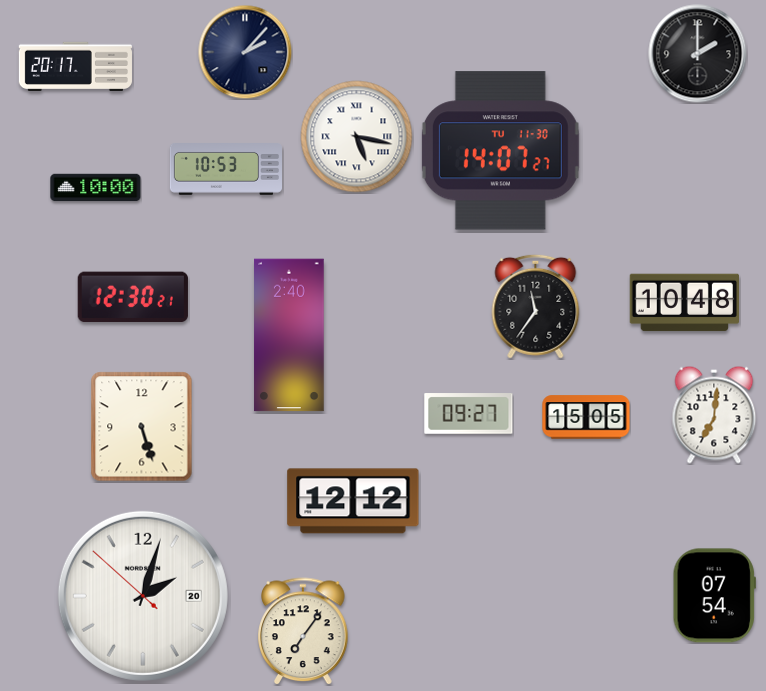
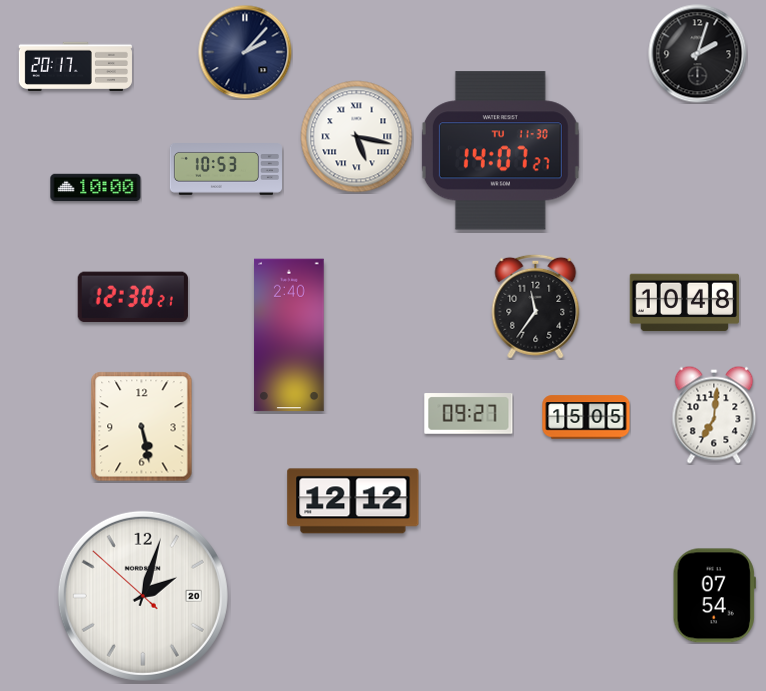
clock at (698, 54): 2:00 -> 2:03
clock at (142, 427): 5:27 -> 5:28
clock at (303, 631): 7:06 -> none
